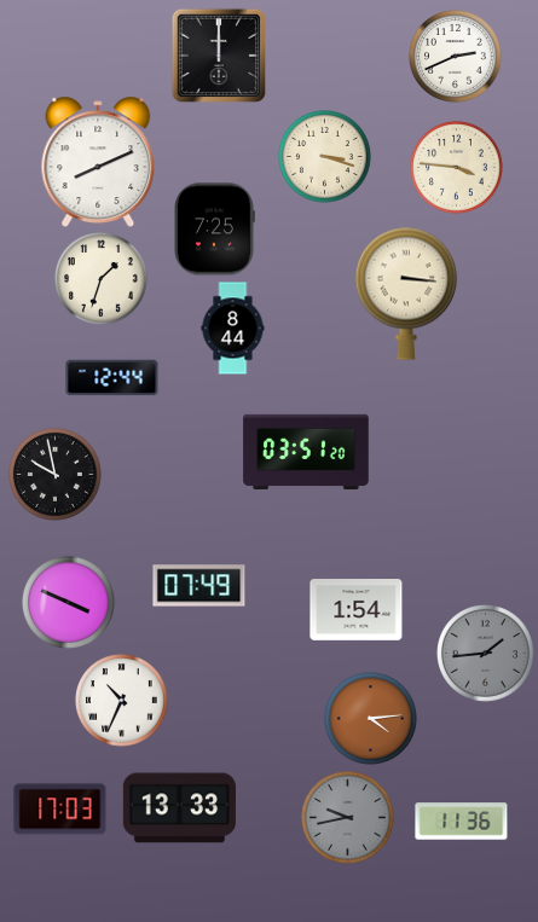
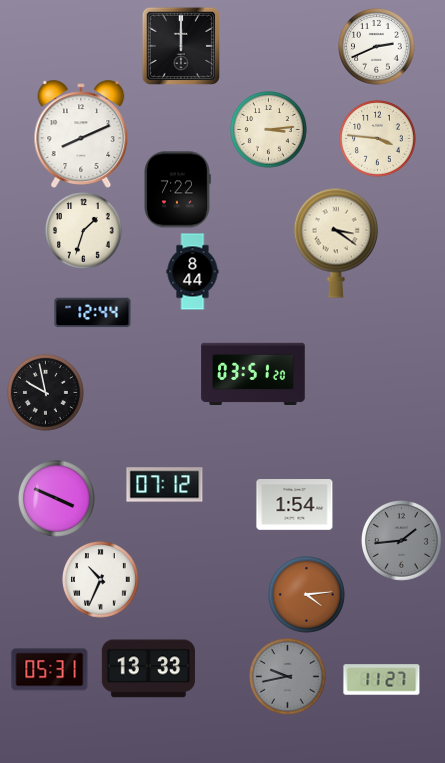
clock at (325, 157): 3:18 -> 3:14
clock at (215, 230): 7:25 -> 7:22
clock at (406, 294): 3:16 -> 3:21
clock at (199, 586): 07:49 -> 07:12
clock at (60, 810): 17:03 -> 05:31
clock at (462, 822): 11:36 -> 11:27
